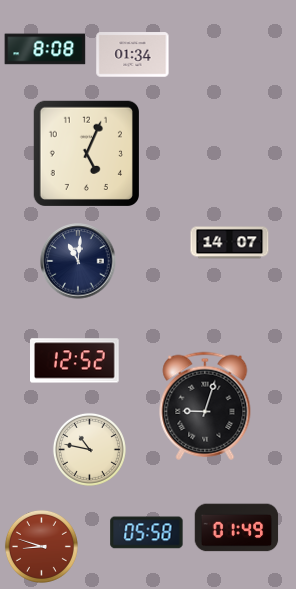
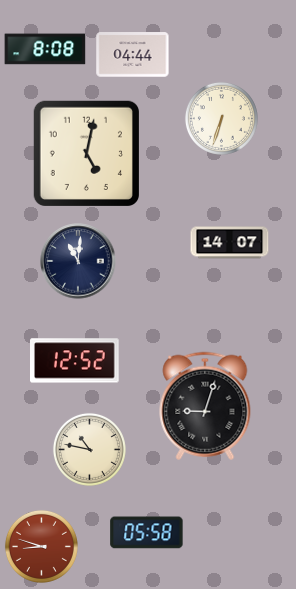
clock at (133, 55): 01:34 -> 04:44
clock at (221, 118): none -> 6:33
clock at (86, 153): 5:04 -> 5:02
clock at (237, 528): 01:49 -> none
